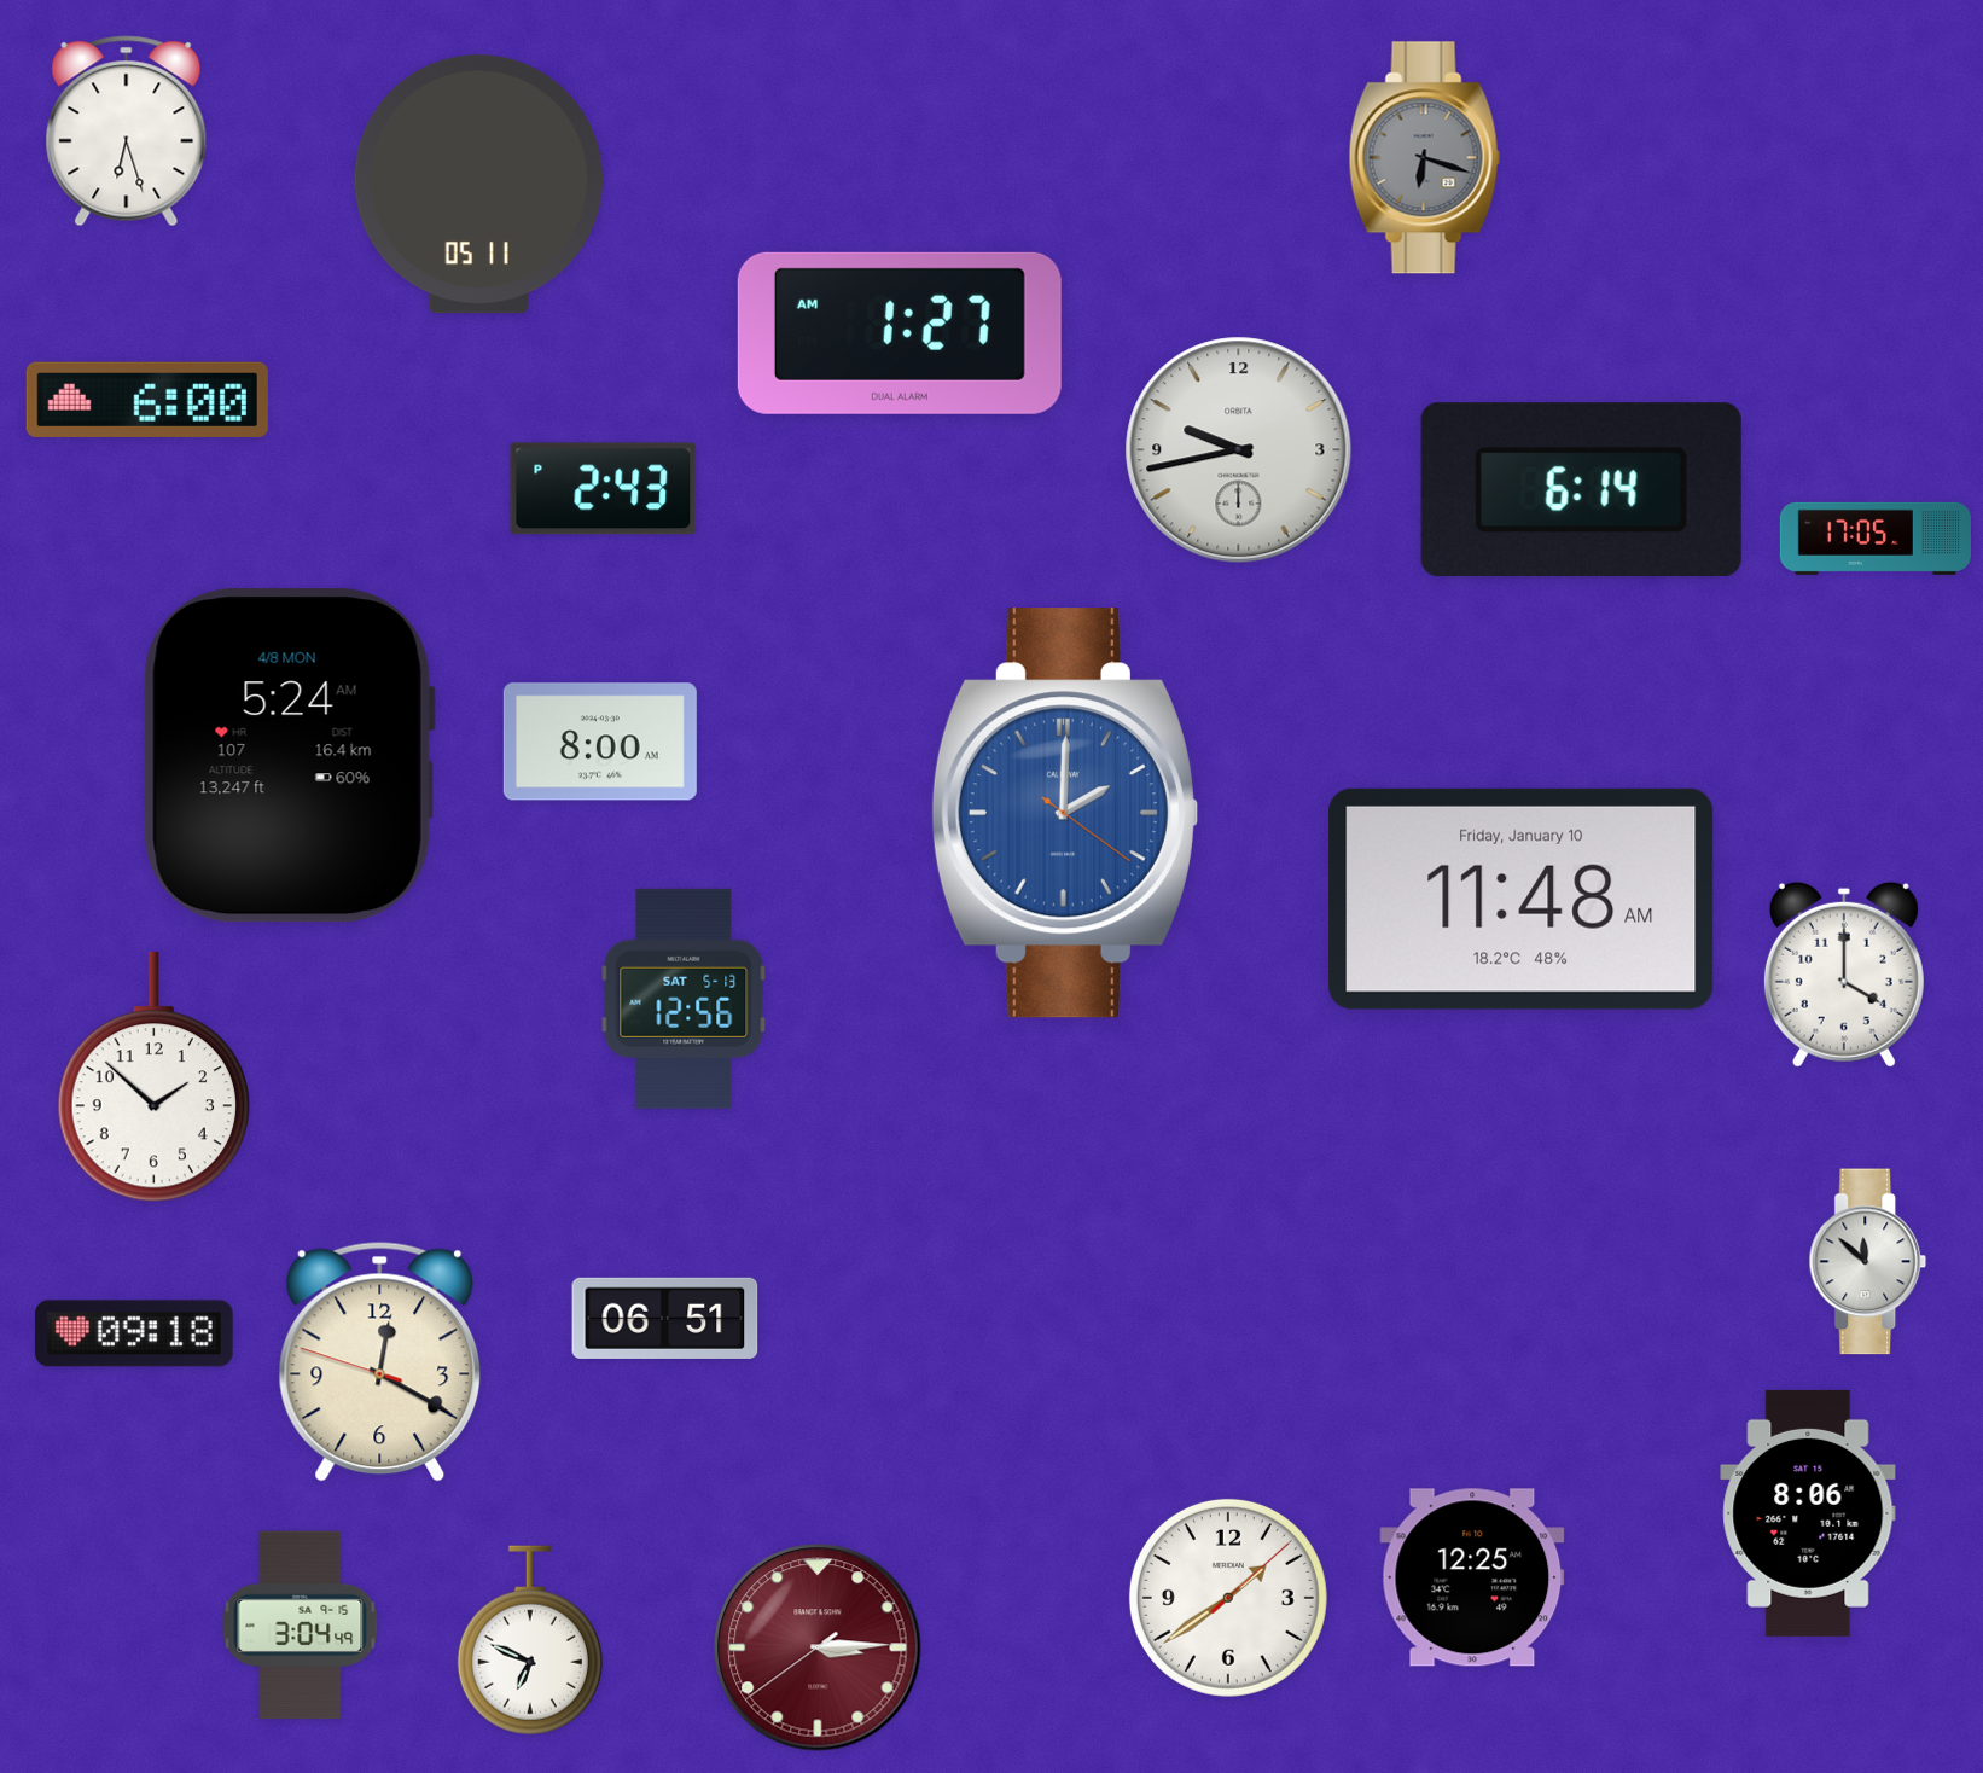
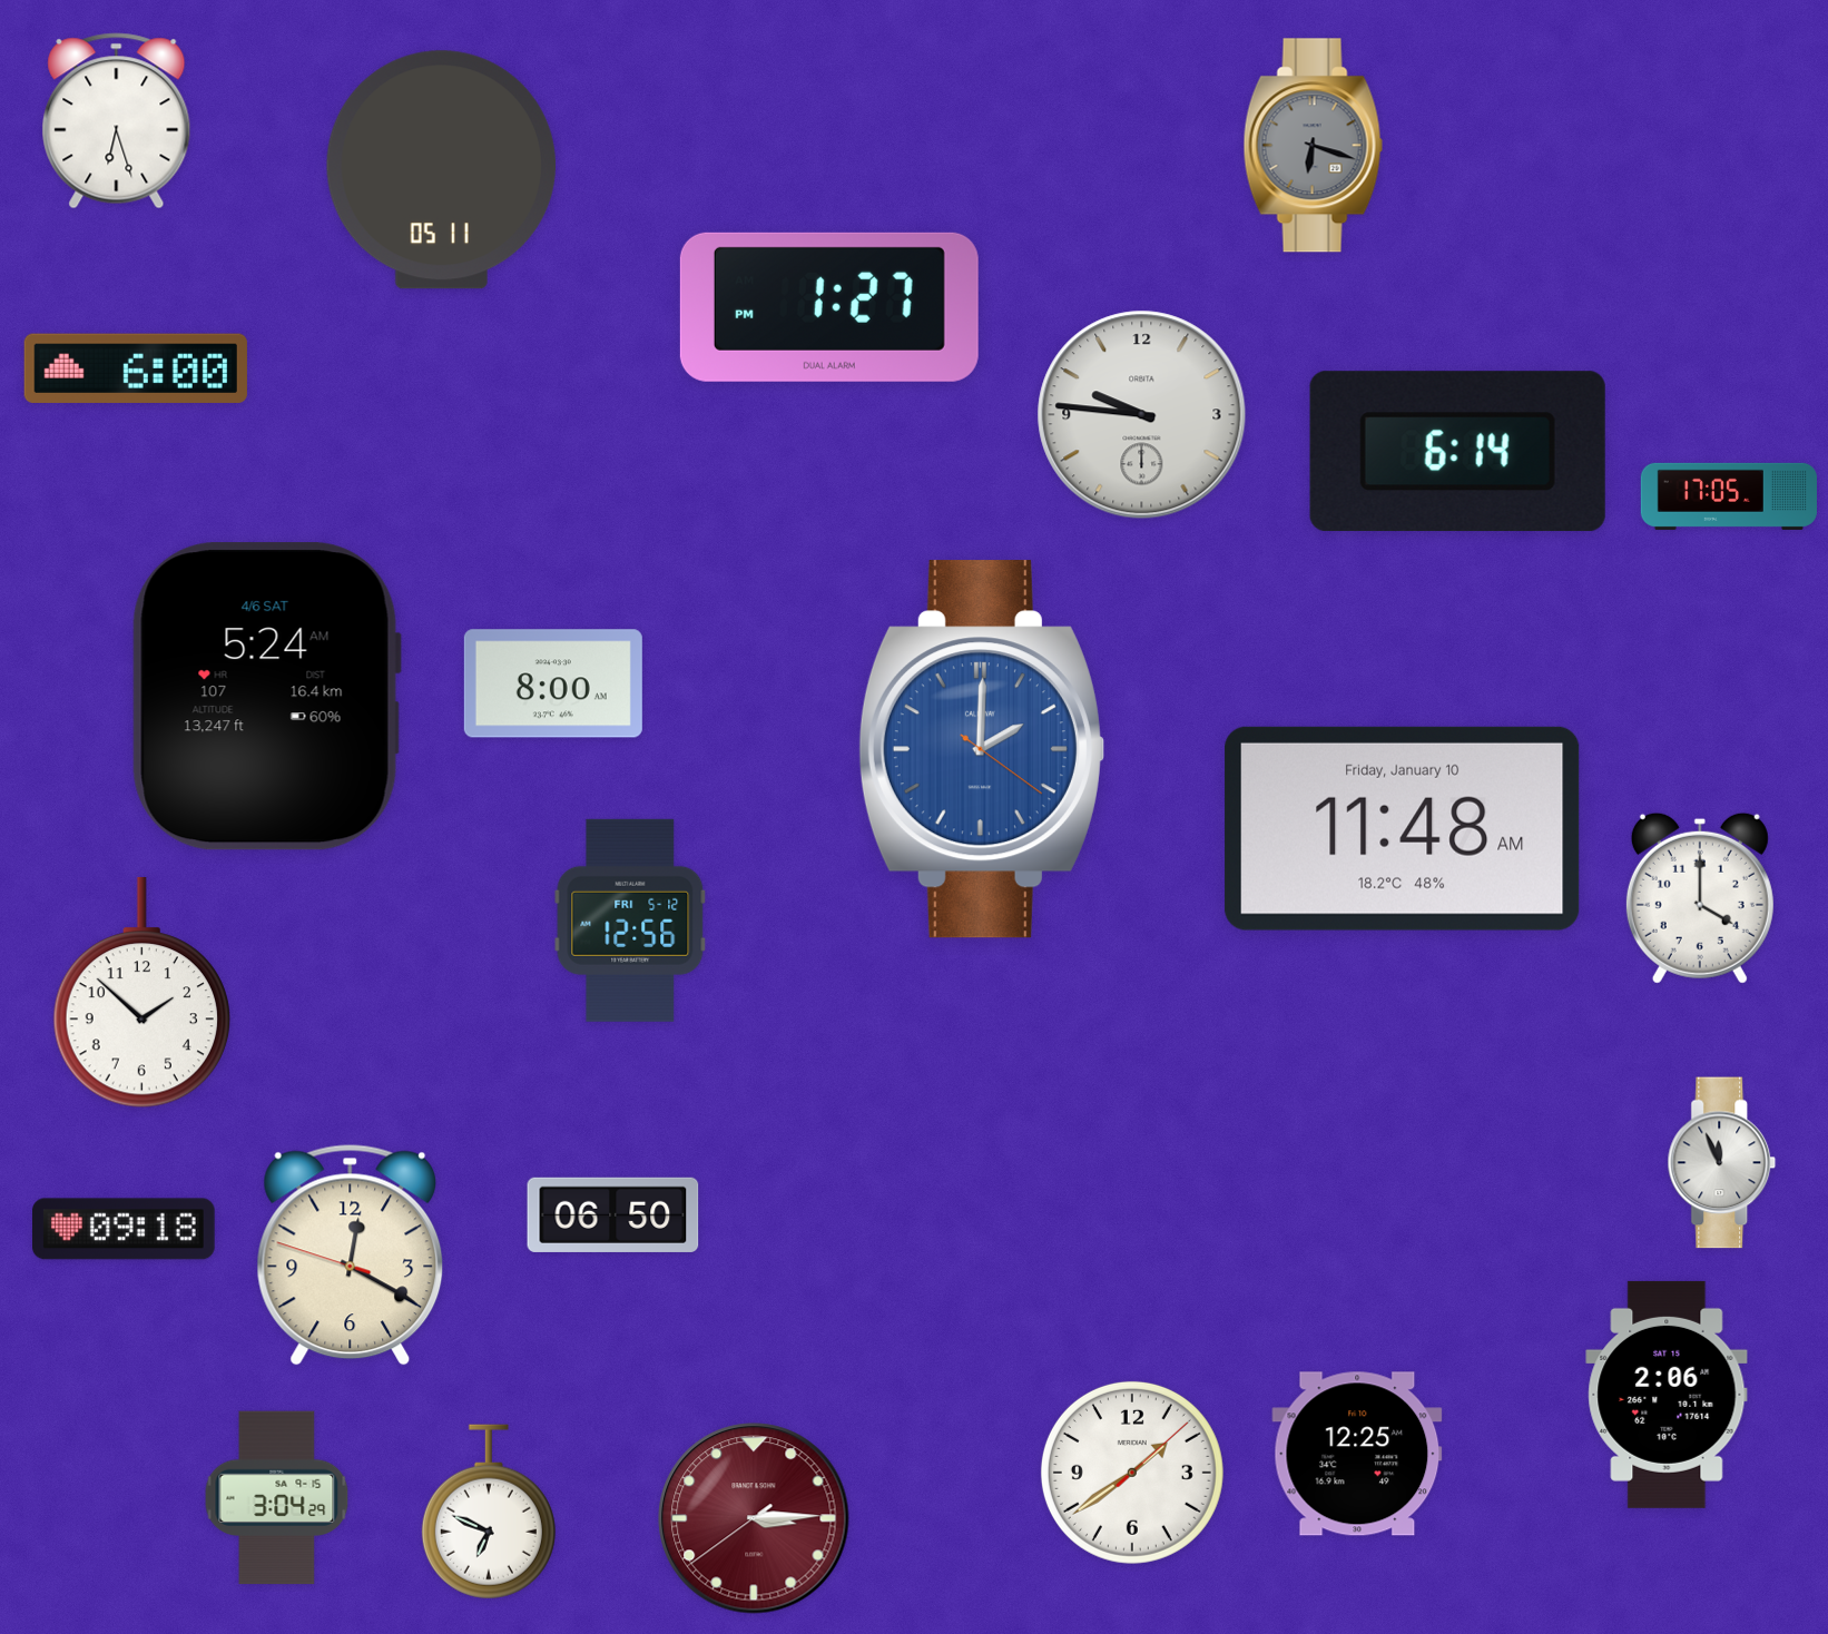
clock at (900, 333): 1:27 AM -> 1:27 PM
clock at (1239, 450): 9:43 -> 9:46
clock at (604, 489): 2:43 -> none
clock at (289, 756) date: 4/8 MON -> 4/6 SAT
clock at (684, 999) date: SAT 5-13 -> FRI 5-12
clock at (1868, 1262): 11:52 -> 11:56
clock at (665, 1318): 06:51 -> 06:50
clock at (1808, 1513): 8:06 -> 2:06
clock at (301, 1626): 3:04:49 -> 3:04:29
